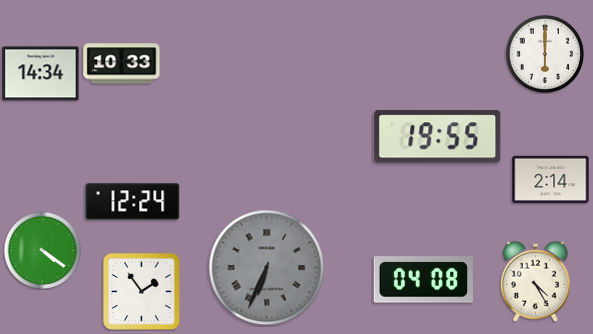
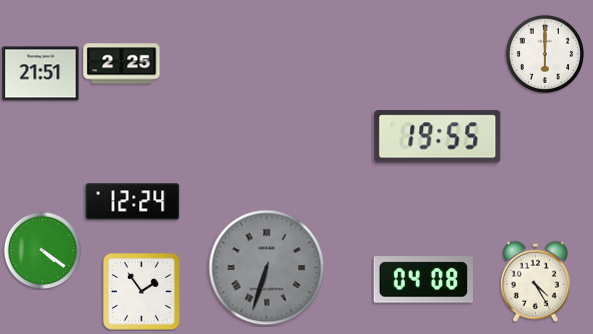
clock at (122, 64): 10:33 -> 2:25
clock at (41, 74): 14:34 -> 21:51
clock at (551, 180): 2:14 -> none
clock at (267, 268): 6:34 -> 6:33
